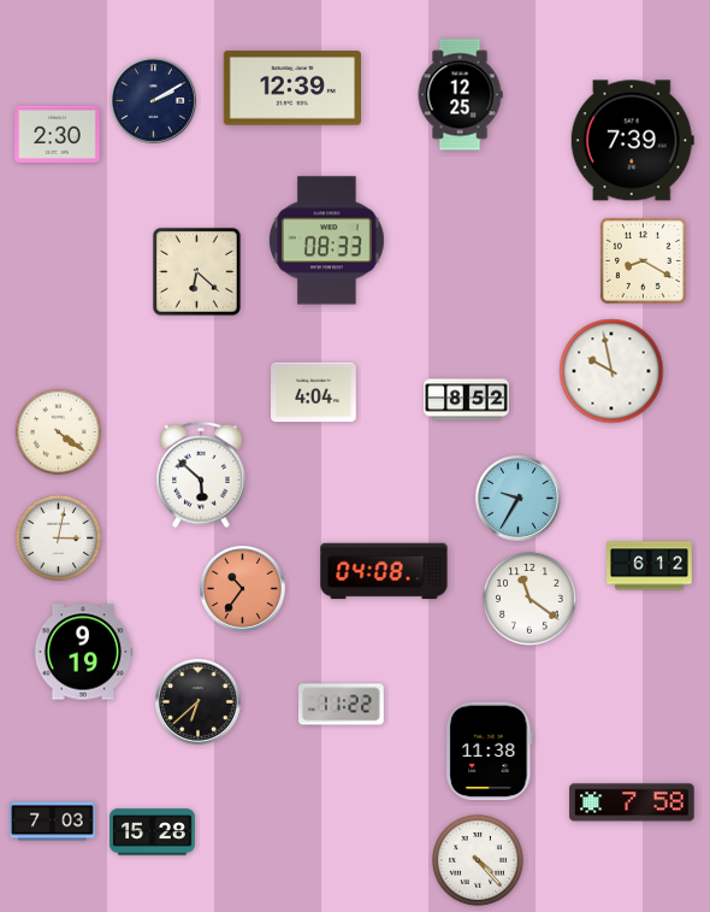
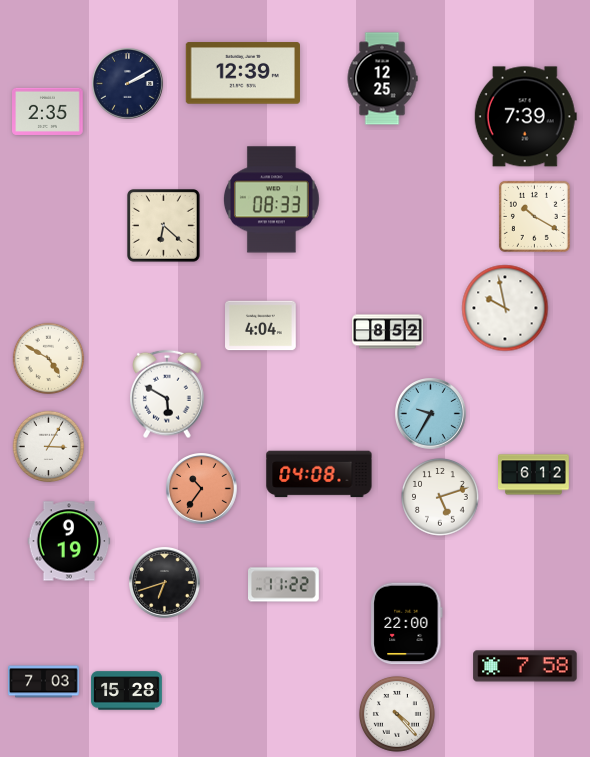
clock at (58, 134): 2:30 -> 2:35
clock at (643, 260): 8:20 -> 10:20
clock at (611, 371) position: (611, 371) -> (505, 308)
clock at (59, 433): 4:21 -> 4:50
clock at (201, 475): 5:52 -> 5:50
clock at (59, 539): 3:02 -> 3:05
clock at (650, 566) position: (650, 566) -> (534, 475)
clock at (531, 600): 11:21 -> 5:12
clock at (199, 702): 6:38 -> 6:42
clock at (490, 752): 11:38 -> 22:00
